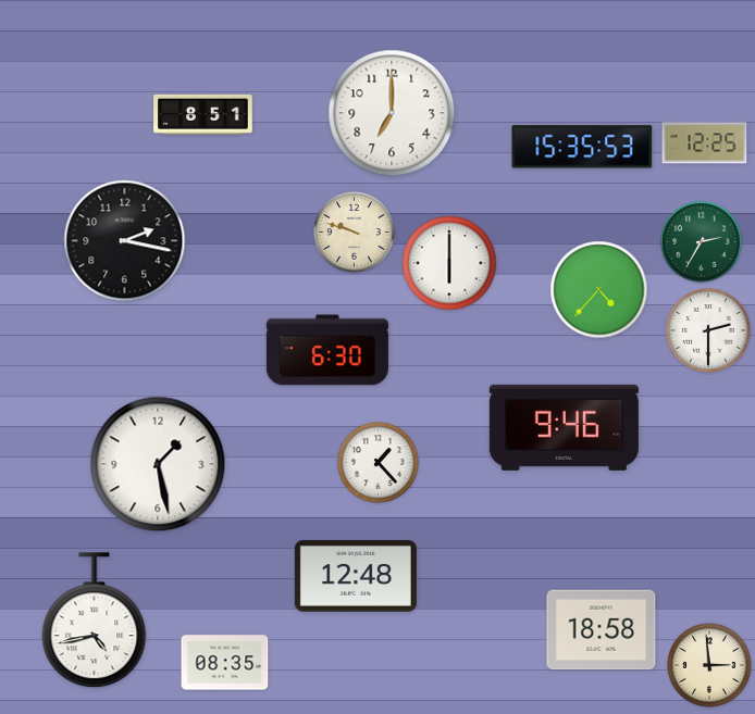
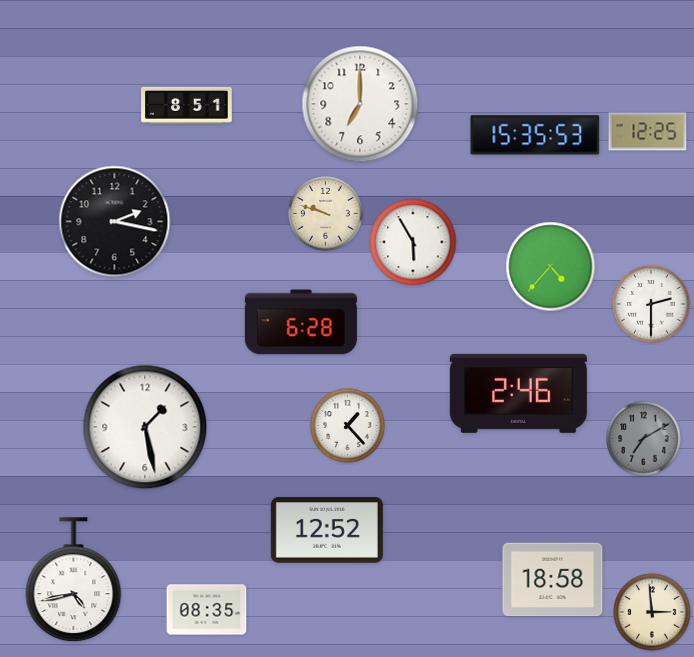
clock at (702, 242): 2:35 -> none
clock at (449, 263): 6:00 -> 5:55
clock at (327, 350): 6:30 -> 6:28
clock at (564, 427): 9:46 -> 2:46
clock at (644, 439): none -> 7:10
clock at (356, 577): 12:48 -> 12:52
clock at (95, 621) position: (95, 621) -> (74, 580)
